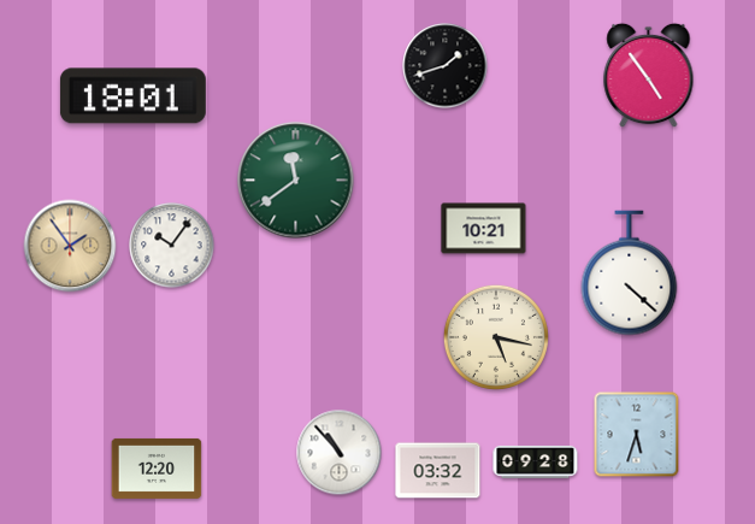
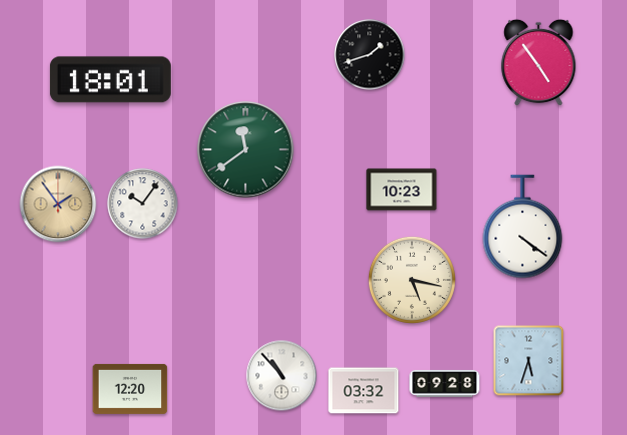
clock at (484, 229): 10:21 -> 10:23
clock at (630, 273): 4:22 -> 4:21
